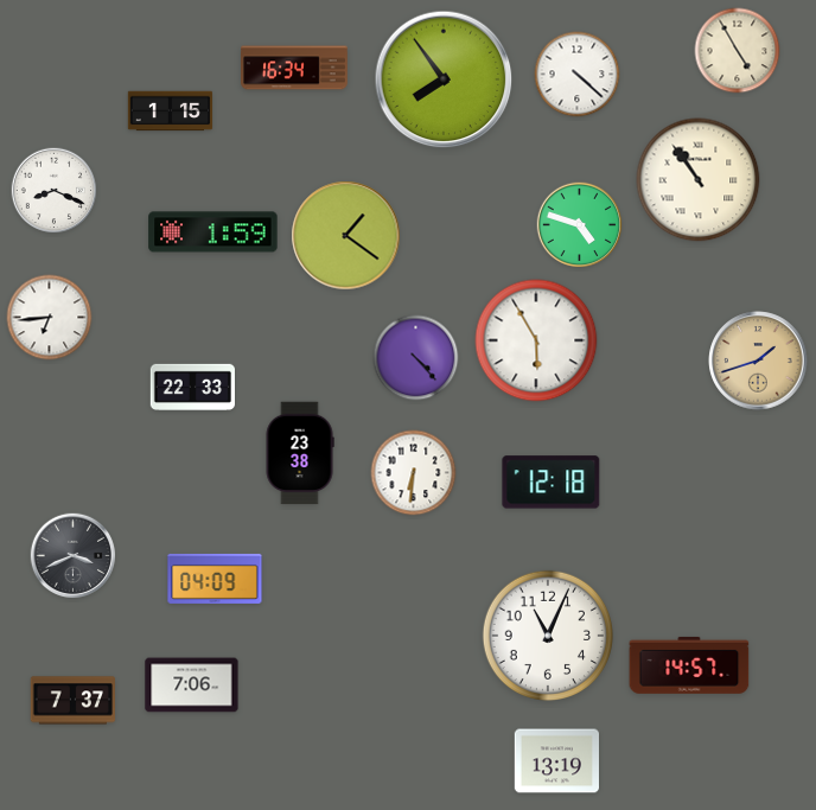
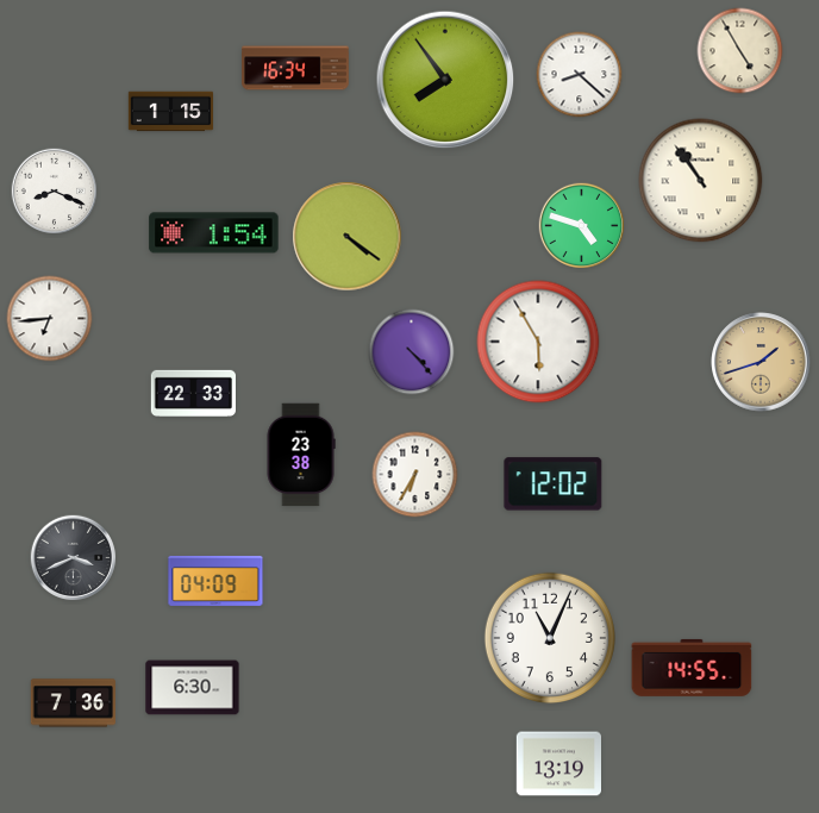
clock at (578, 75): 4:22 -> 8:22
clock at (213, 232): 1:59 -> 1:54
clock at (346, 236): 1:21 -> 4:21
clock at (416, 358) position: (416, 358) -> (412, 352)
clock at (192, 387) position: (192, 387) -> (193, 393)
clock at (414, 473): 6:31 -> 6:35
clock at (552, 483): 12:18 -> 12:02
clock at (689, 665): 14:57 -> 14:55
clock at (192, 685): 7:06 -> 6:30
clock at (72, 701): 7:37 -> 7:36
